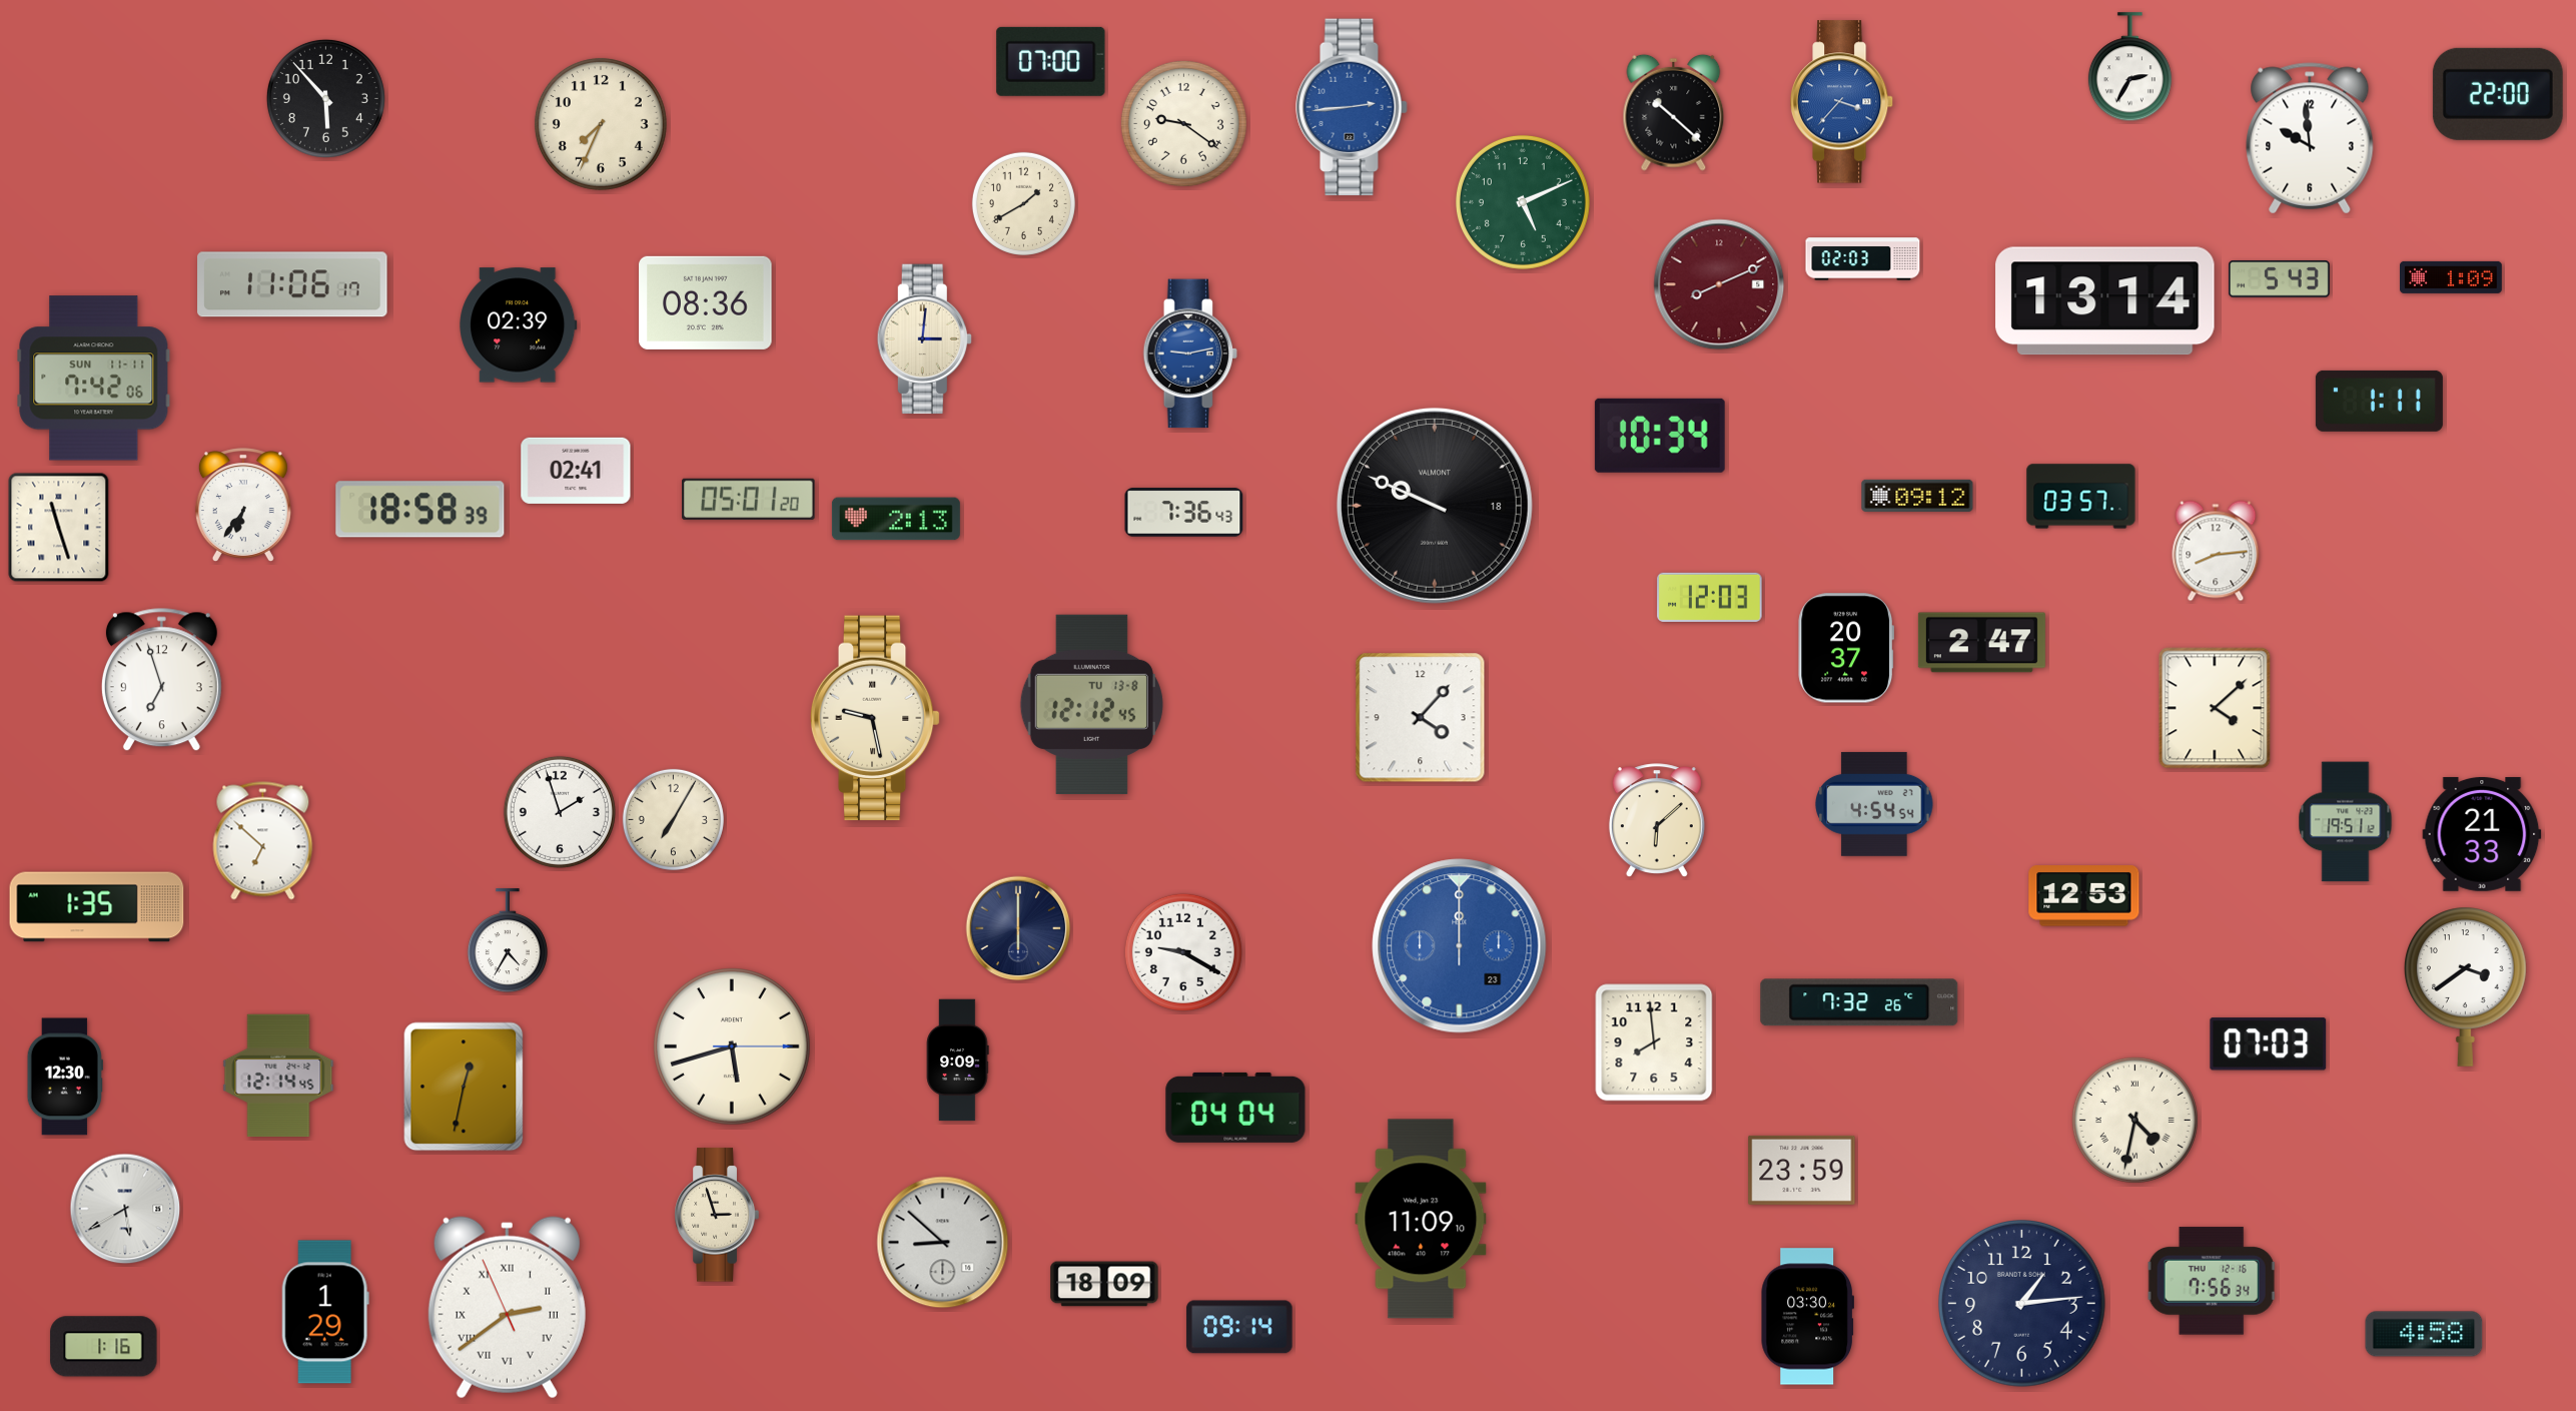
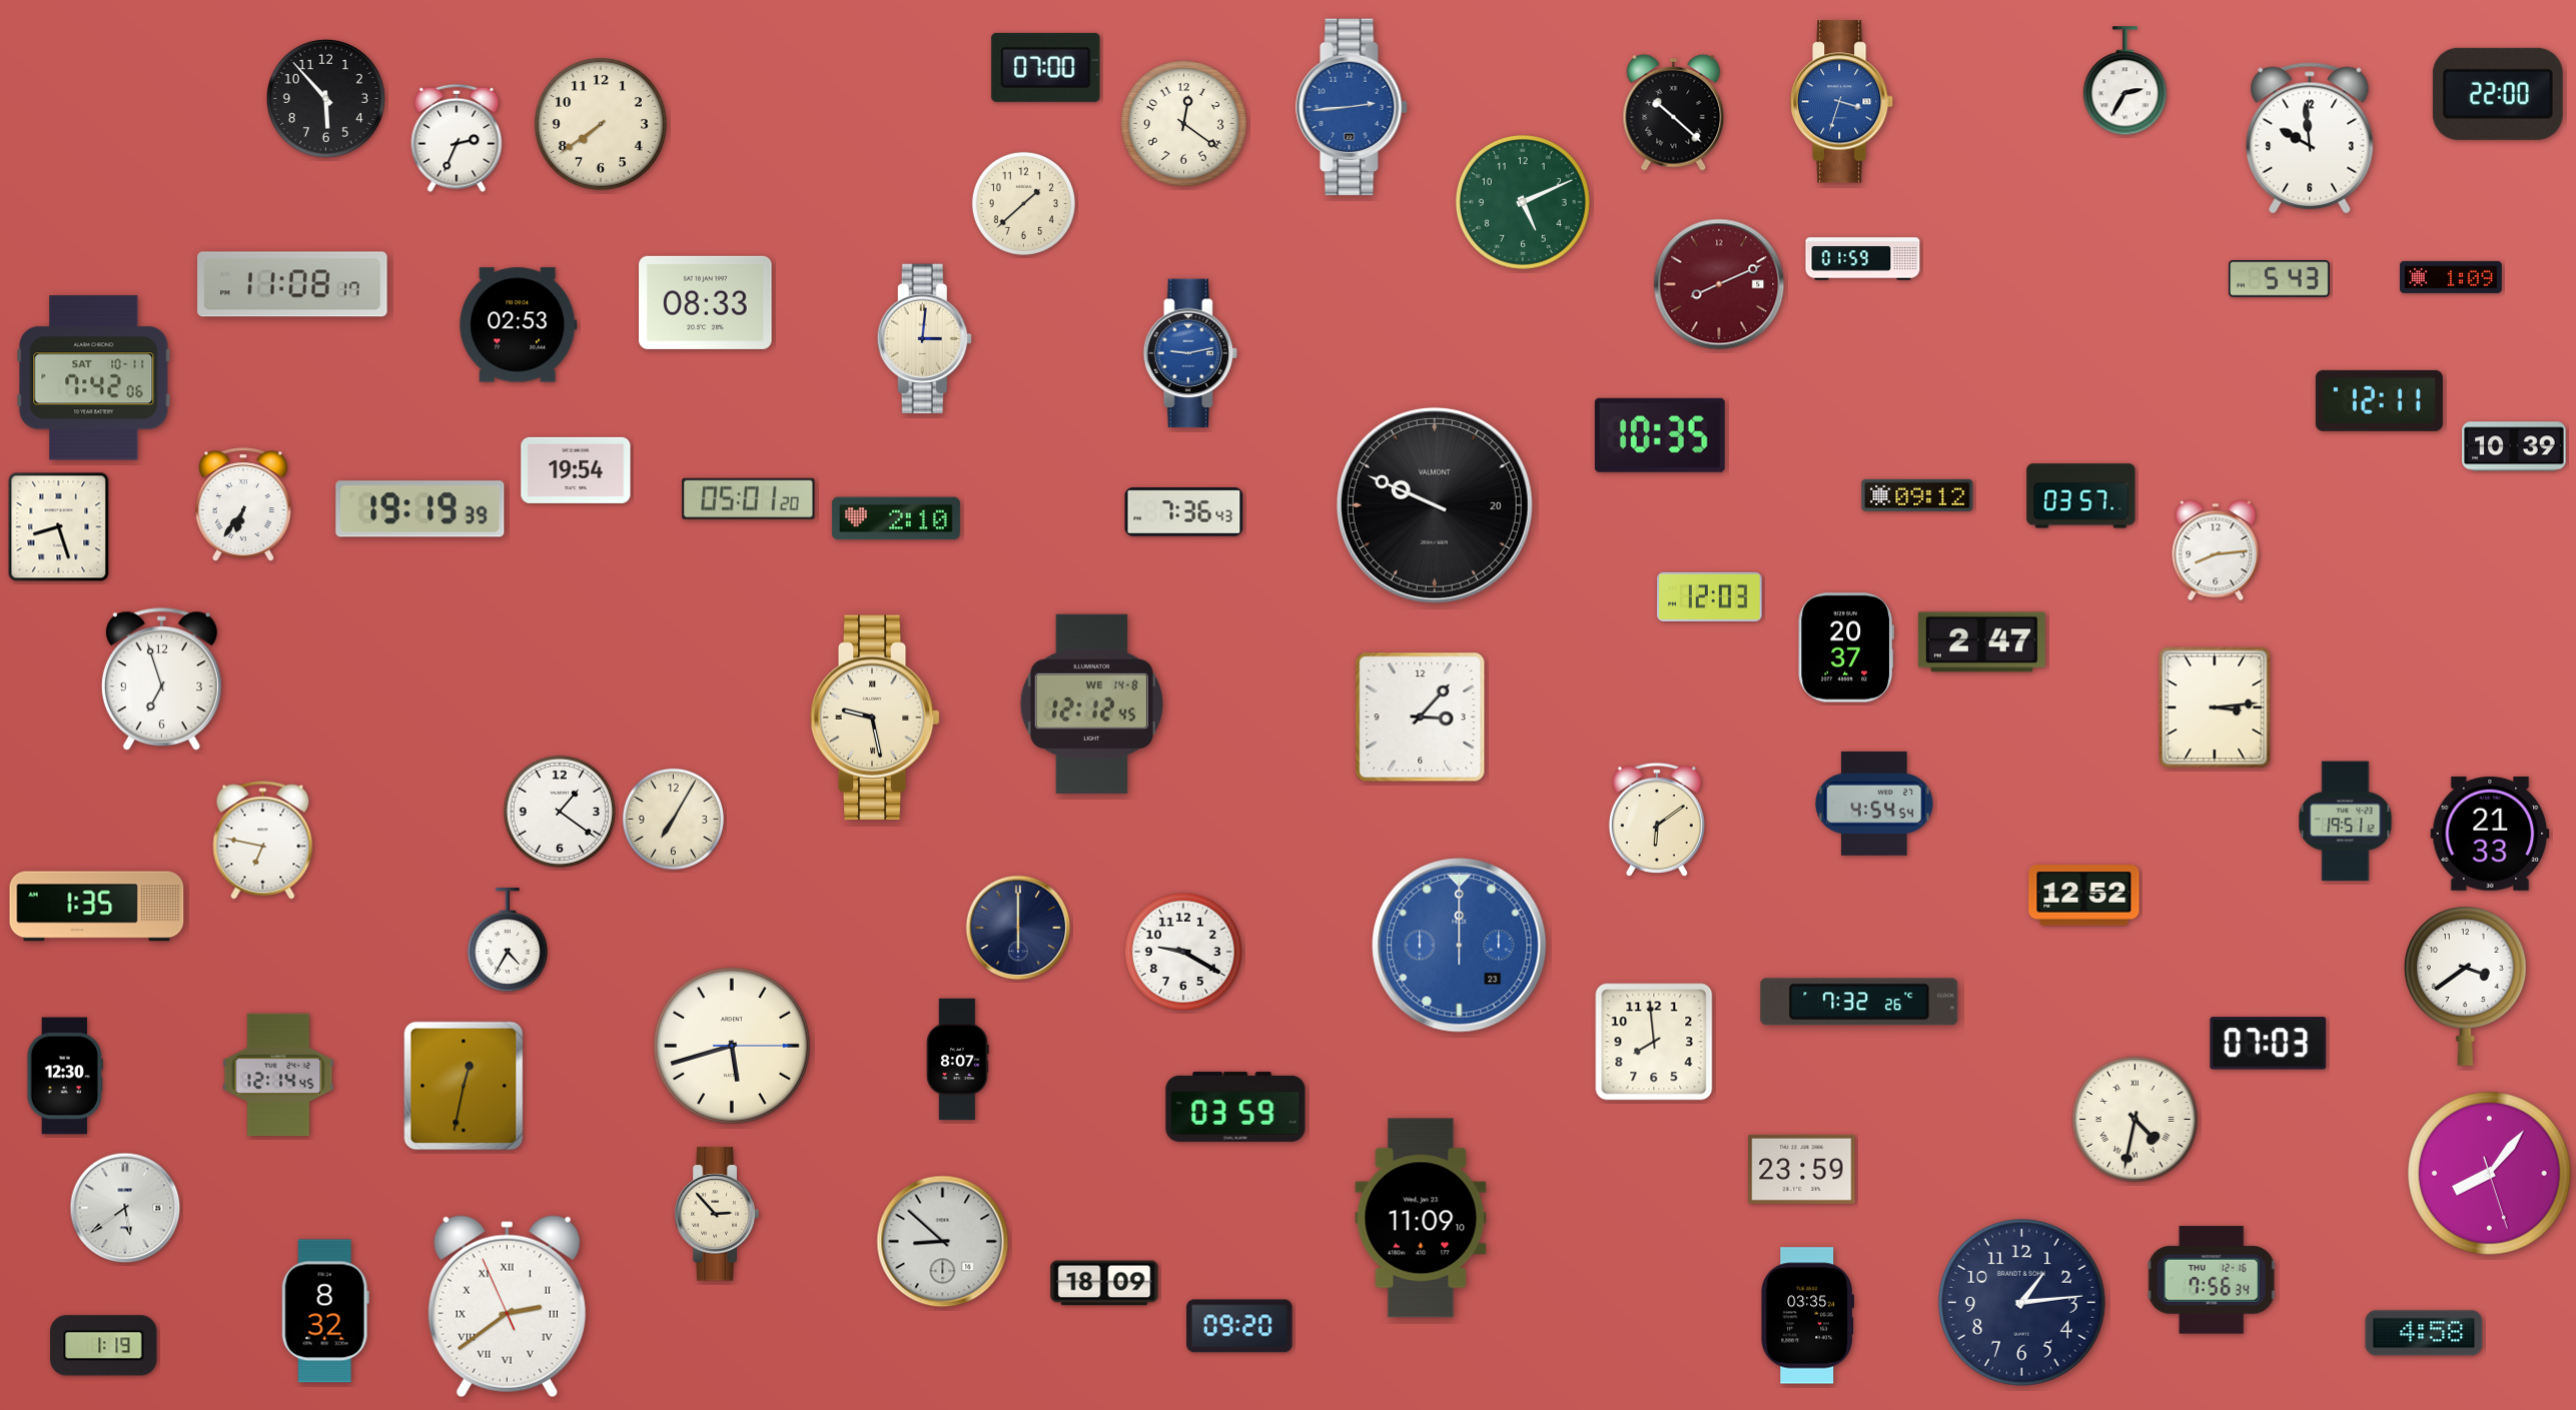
clock at (1051, 61) position: (1051, 61) -> (1046, 67)
clock at (2129, 67) position: (2129, 67) -> (2124, 81)
clock at (1842, 102): 3:37 -> 3:33
clock at (1183, 123): 9:21 -> 12:21
clock at (601, 124): 7:34 -> 7:39
clock at (457, 138): none -> 2:34
clock at (1023, 203): 1:40 -> 1:38
clock at (1863, 259): 02:03 -> 01:59
clock at (292, 284): 11:06 -> 11:08
clock at (2105, 301): 13:14 -> none
clock at (706, 302): 08:36 -> 08:33
clock at (519, 325): 02:39 -> 02:53
clock at (94, 379) date: SUN 11-11 -> SAT 10-11
clock at (2379, 401): 1:11 -> 12:11
clock at (1660, 436): 10:34 -> 10:35
clock at (2514, 446): none -> 10:39
clock at (576, 471): 02:41 -> 19:54
clock at (1435, 506) date: 18 -> 20
clock at (420, 510): 18:58 -> 19:19
clock at (896, 519): 2:13 -> 2:10
clock at (59, 528): 11:27 -> 8:27
clock at (1091, 704) date: TU 13-8 -> WE 14-8
clock at (2215, 708): 4:08 -> 3:14
clock at (1421, 718): 4:07 -> 3:07
clock at (560, 812): 1:57 -> 1:21
clock at (1657, 820): 6:08 -> 6:09
clock at (2482, 834) position: (2482, 834) -> (2490, 834)
clock at (263, 841): 6:52 -> 6:47
clock at (2084, 896): 12:53 -> 12:52
clock at (958, 1061): 9:09 -> 8:07
clock at (1235, 1108): 04:04 -> 03:59
clock at (2490, 1174): none -> 8:06
clock at (125, 1209): 5:40 -> 5:39
clock at (717, 1215): 2:57 -> 2:53
clock at (325, 1312): 1:29 -> 8:32
clock at (1807, 1317): 03:30 -> 03:35
clock at (1239, 1327): 09:14 -> 09:20
clock at (104, 1347): 1:16 -> 1:19
